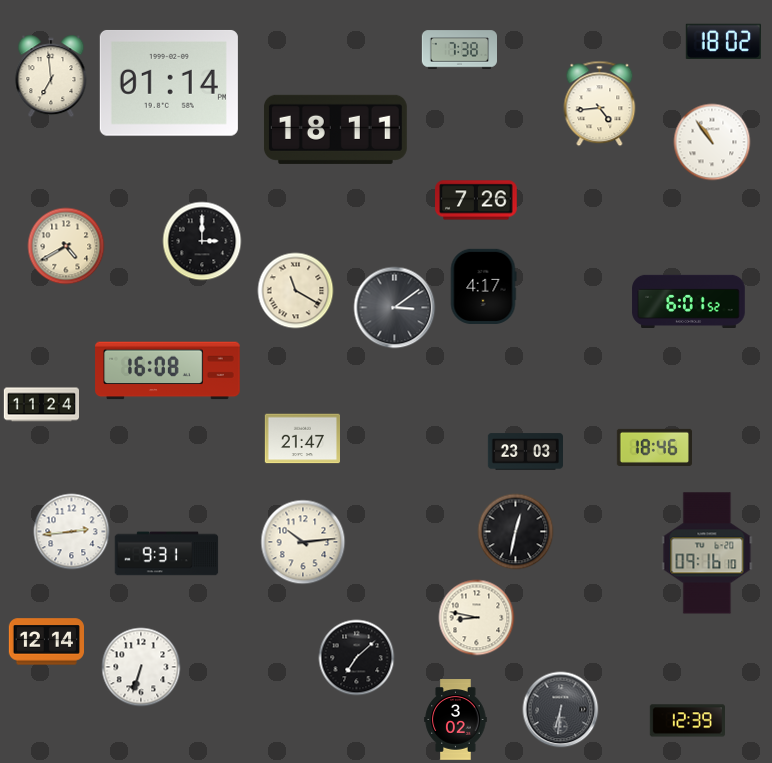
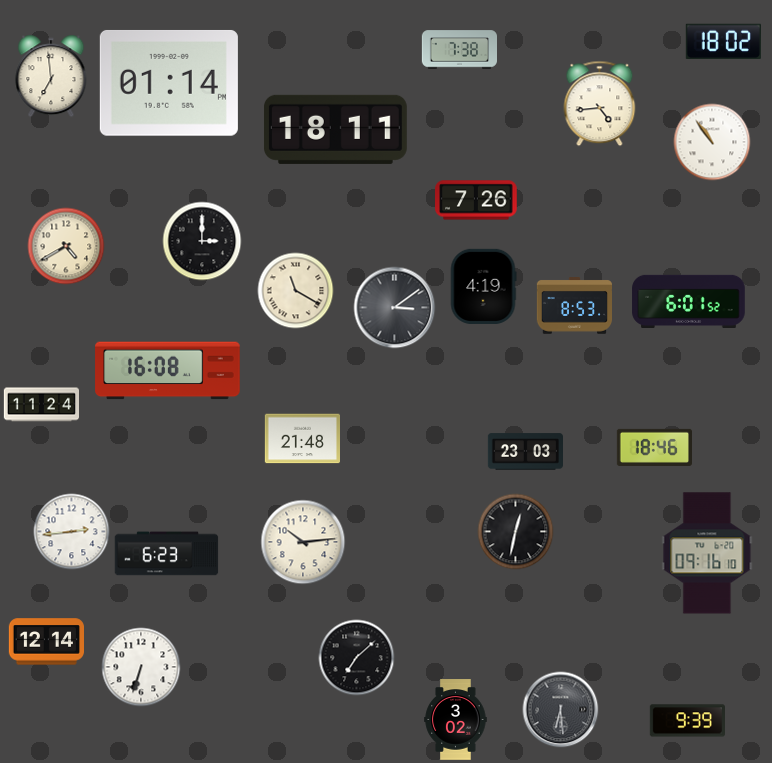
clock at (483, 286): 4:17 -> 4:19
clock at (574, 306): none -> 8:53
clock at (302, 439): 21:47 -> 21:48
clock at (167, 554): 9:31 -> 6:23
clock at (477, 618): 8:47 -> none
clock at (561, 710): 6:31 -> 6:29
clock at (687, 721): 12:39 -> 9:39
